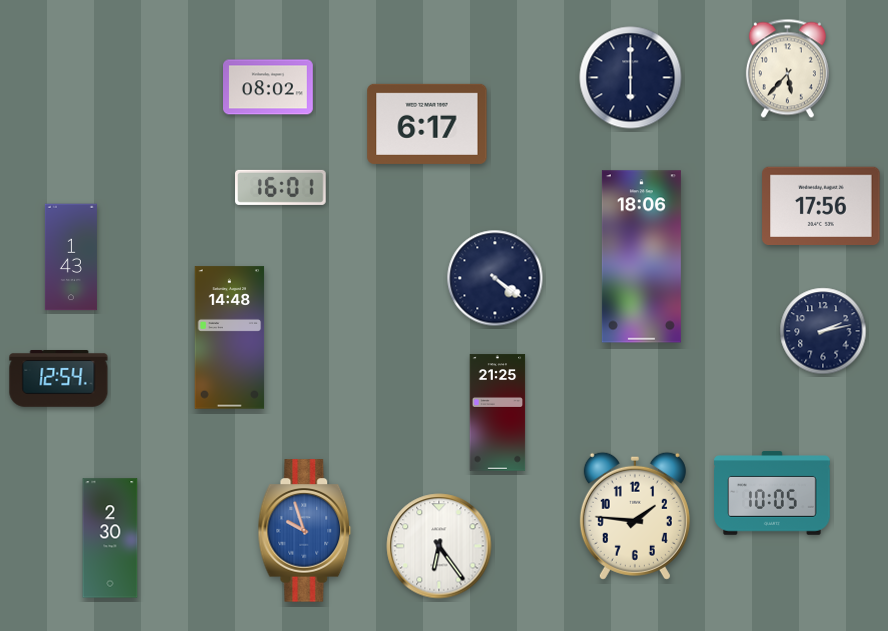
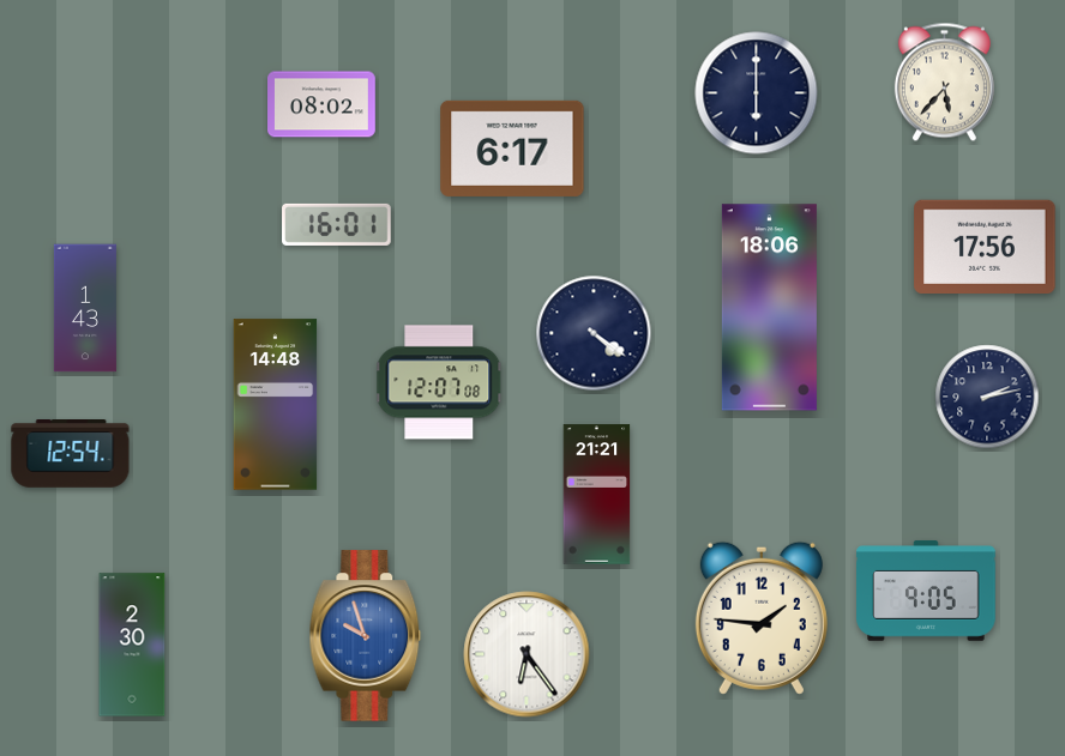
clock at (440, 382): none -> 12:07
clock at (498, 413): 21:25 -> 21:21
clock at (772, 493): 10:05 -> 9:05
